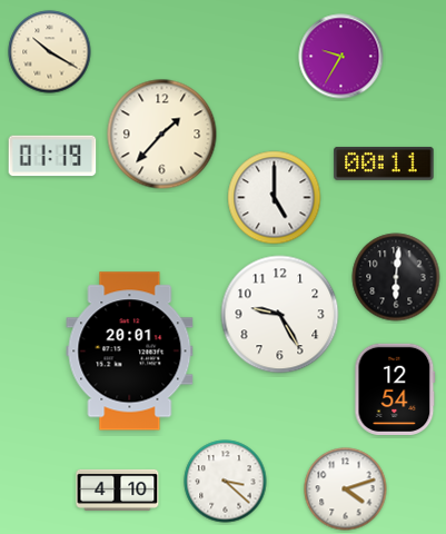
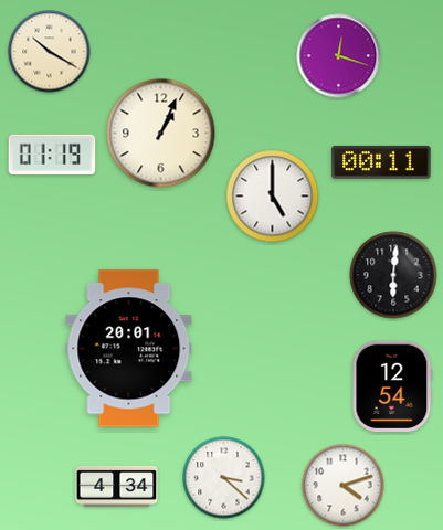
clock at (341, 57): 9:35 -> 12:18
clock at (162, 135): 1:37 -> 1:04
clock at (280, 315): 9:25 -> none
clock at (118, 489): 4:10 -> 4:34
